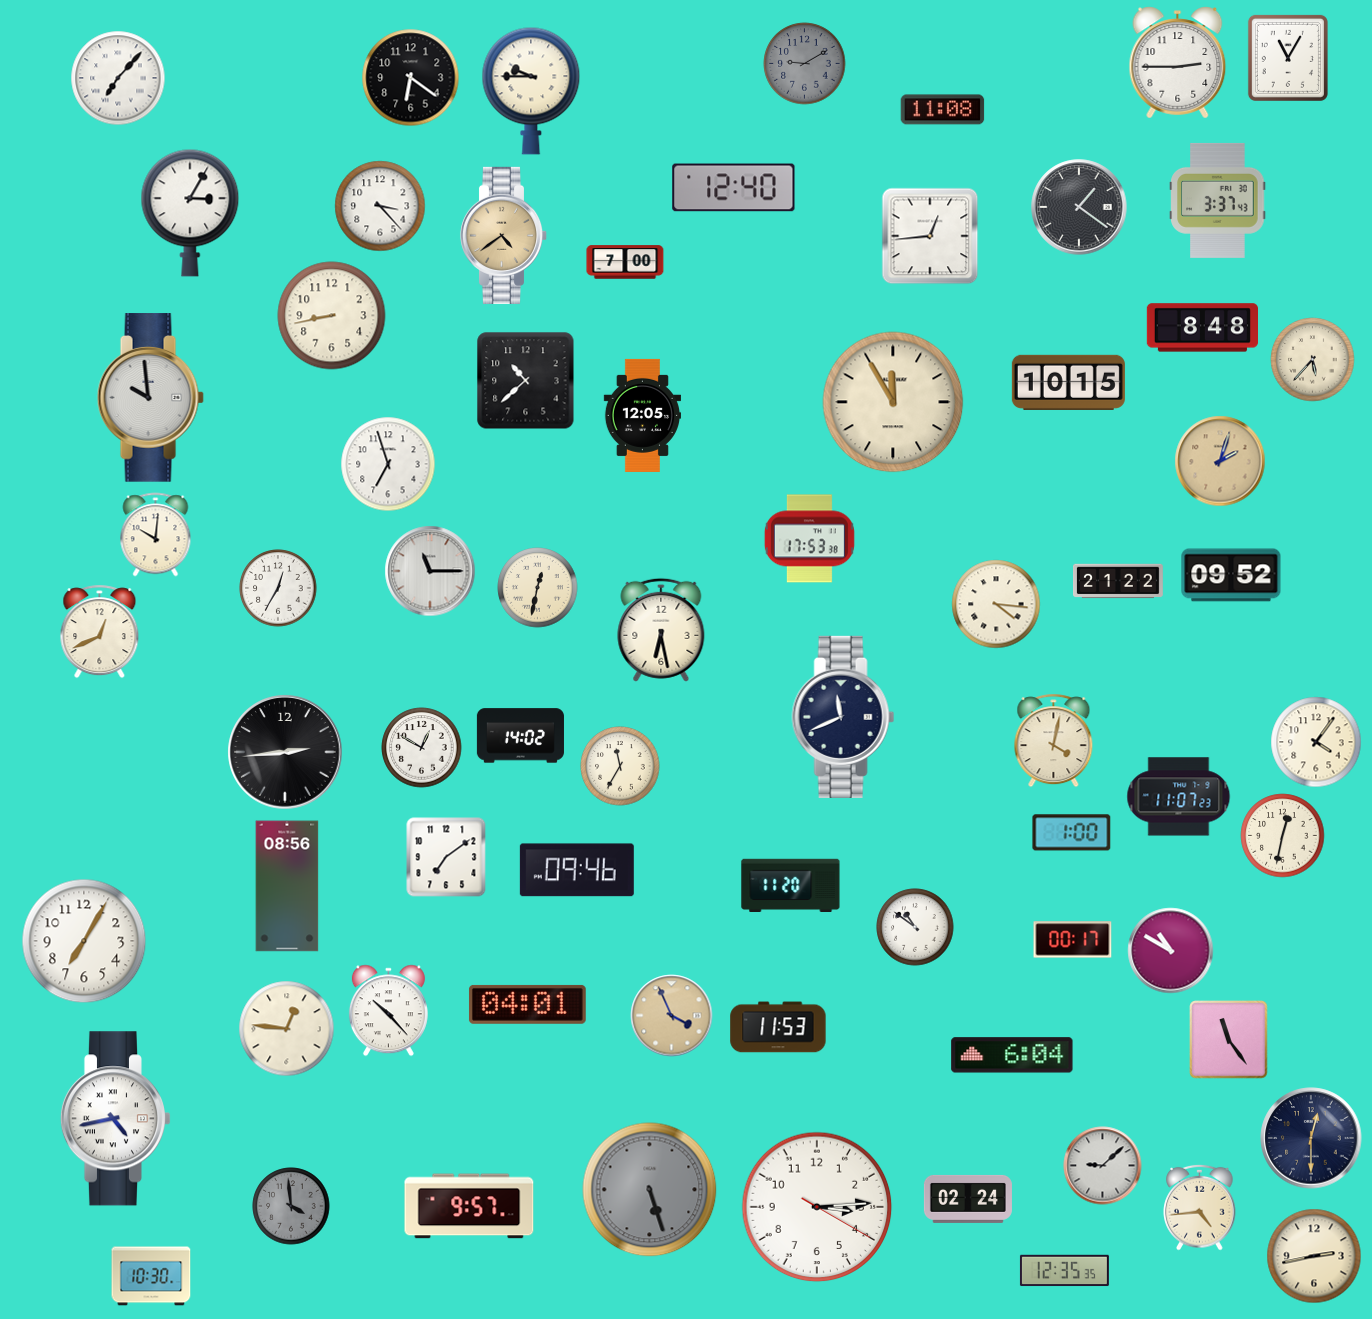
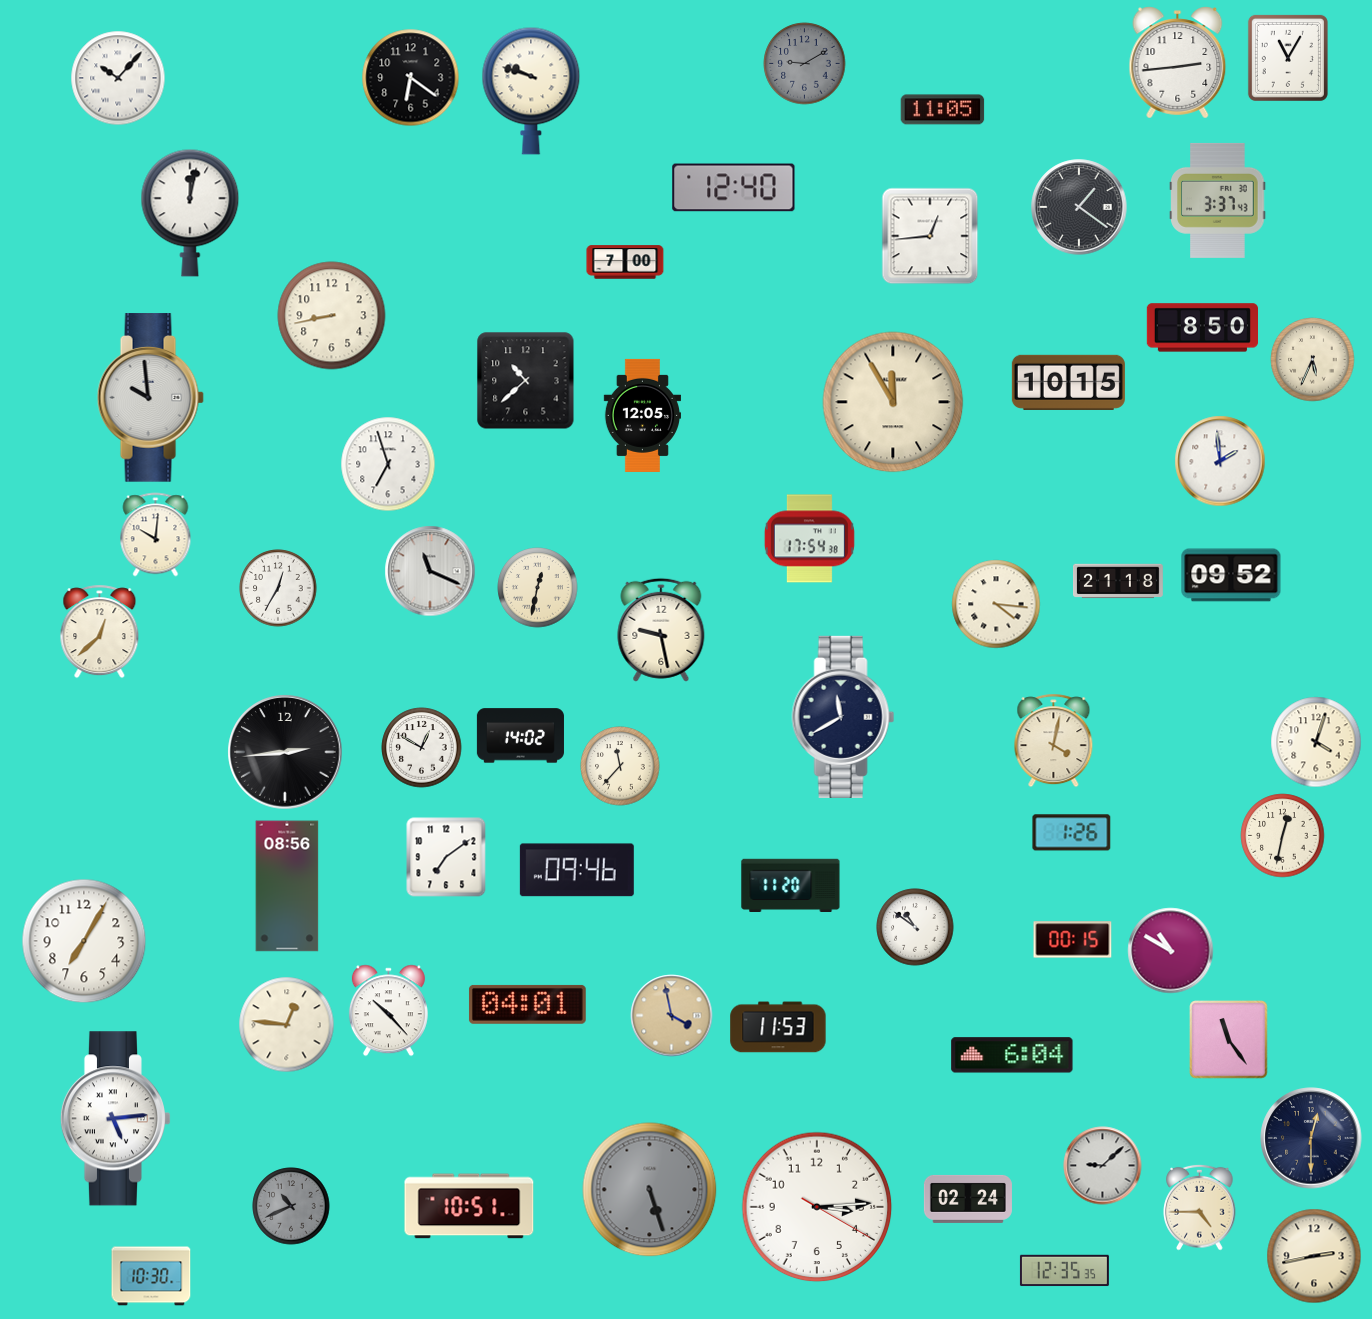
clock at (1178, 63): 2:45 -> 2:44
clock at (118, 78): 7:07 -> 10:07
clock at (531, 91): 9:45 -> 9:48
clock at (943, 110): 11:08 -> 11:05
clock at (380, 206): 3:23 -> none
clock at (190, 213): 3:05 -> 12:02
clock at (504, 235): 4:39 -> none
clock at (1202, 328): 8:48 -> 8:50
clock at (1313, 360): 5:37 -> 5:34
clock at (1220, 461): 2:03 -> 1:59
clock at (1220, 461) dial: champagne -> white
clock at (809, 539): 17:53 -> 17:54
clock at (430, 571): 11:15 -> 11:19
clock at (1119, 581): 21:22 -> 21:18
clock at (661, 630): 6:28 -> 9:28
clock at (100, 632): 12:41 -> 12:38
clock at (843, 717): 11:41 -> 11:40
clock at (1316, 742): 4:06 -> 4:03
clock at (620, 766): 11:35 -> 11:37
clock at (1179, 797): 11:07 -> none
clock at (1072, 833): 1:00 -> 1:26
clock at (1073, 940): 00:17 -> 00:15
clock at (672, 1016): 3:56 -> 3:58
clock at (287, 1029) position: (287, 1029) -> (287, 1025)
clock at (115, 1119): 4:43 -> 5:14
clock at (291, 1206): 3:59 -> 10:41
clock at (469, 1206): 9:57 -> 10:51
clock at (1200, 1207): 4:44 -> 4:45
